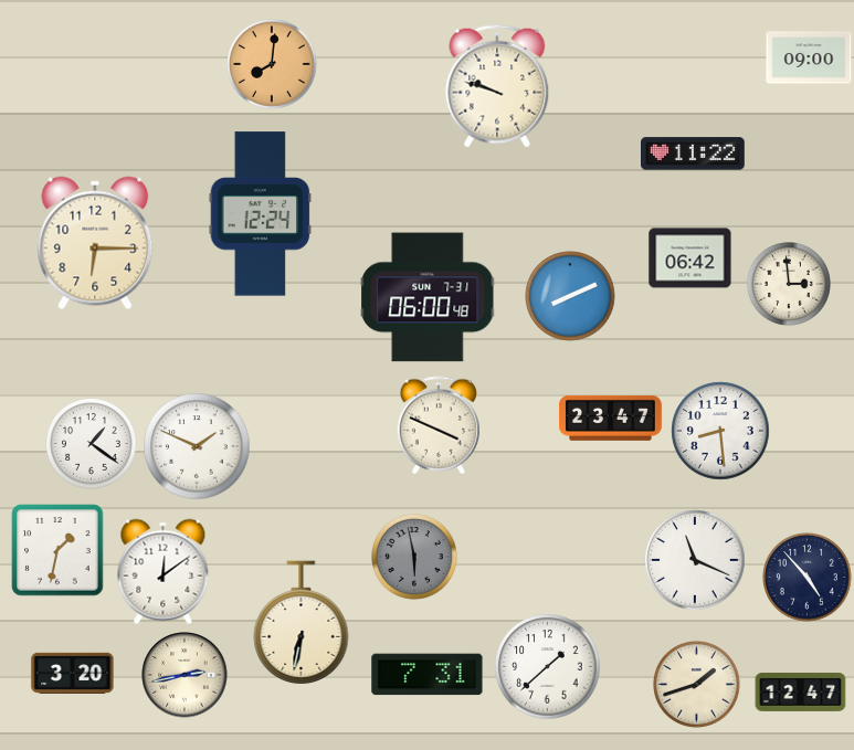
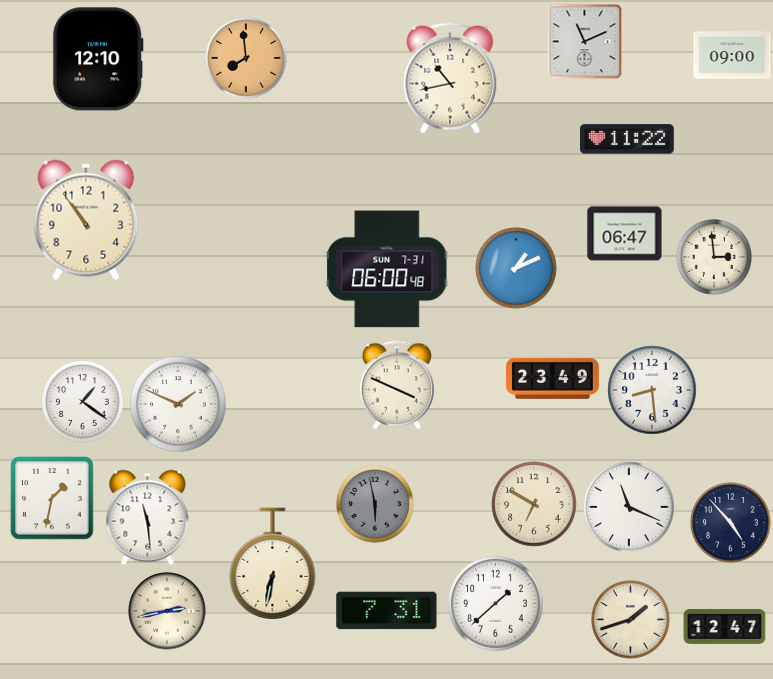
clock at (585, 42): none -> 11:11
clock at (809, 57) position: (809, 57) -> (732, 55)
clock at (272, 64): 8:01 -> 7:59
clock at (98, 59): none -> 12:10
clock at (497, 86): 9:48 -> 10:43
clock at (261, 214): 12:24 -> none
clock at (95, 243): 6:15 -> 10:54
clock at (690, 258): 06:42 -> 06:47
clock at (570, 296): 8:11 -> 1:11
clock at (611, 418): 23:47 -> 23:49
clock at (534, 504): none -> 6:50
clock at (164, 572): 12:09 -> 11:29
clock at (73, 673): 3:20 -> none
